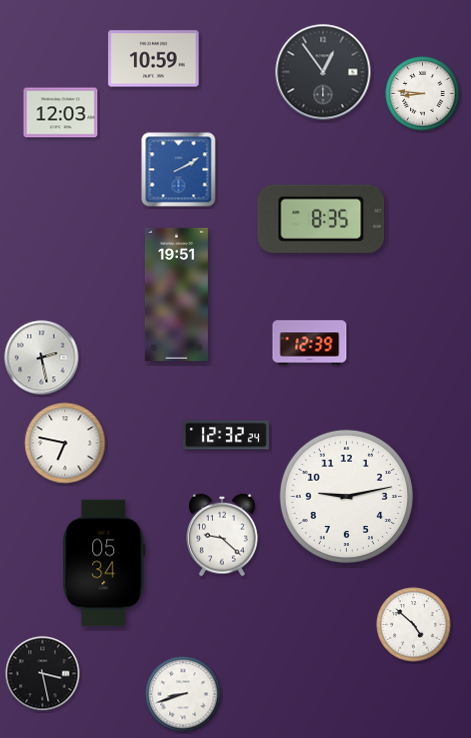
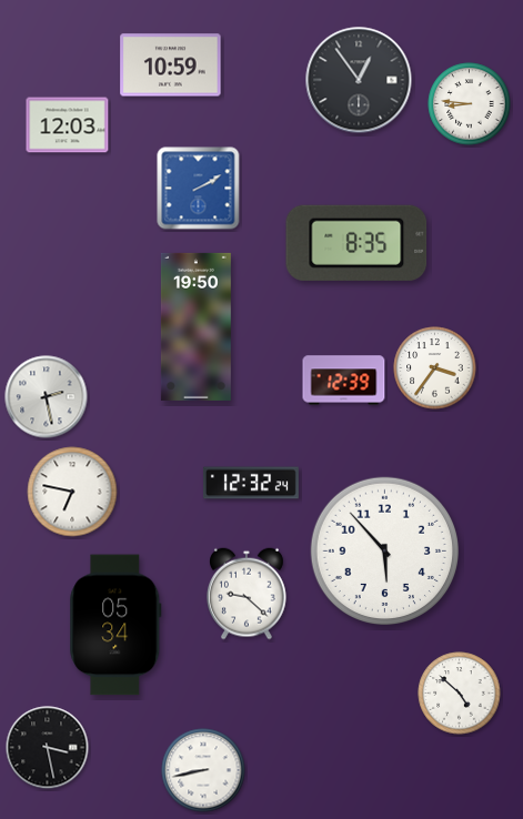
clock at (176, 294): 19:51 -> 19:50
clock at (435, 368): none -> 3:36
clock at (347, 497): 9:13 -> 5:53
clock at (183, 694): 8:42 -> 8:43
